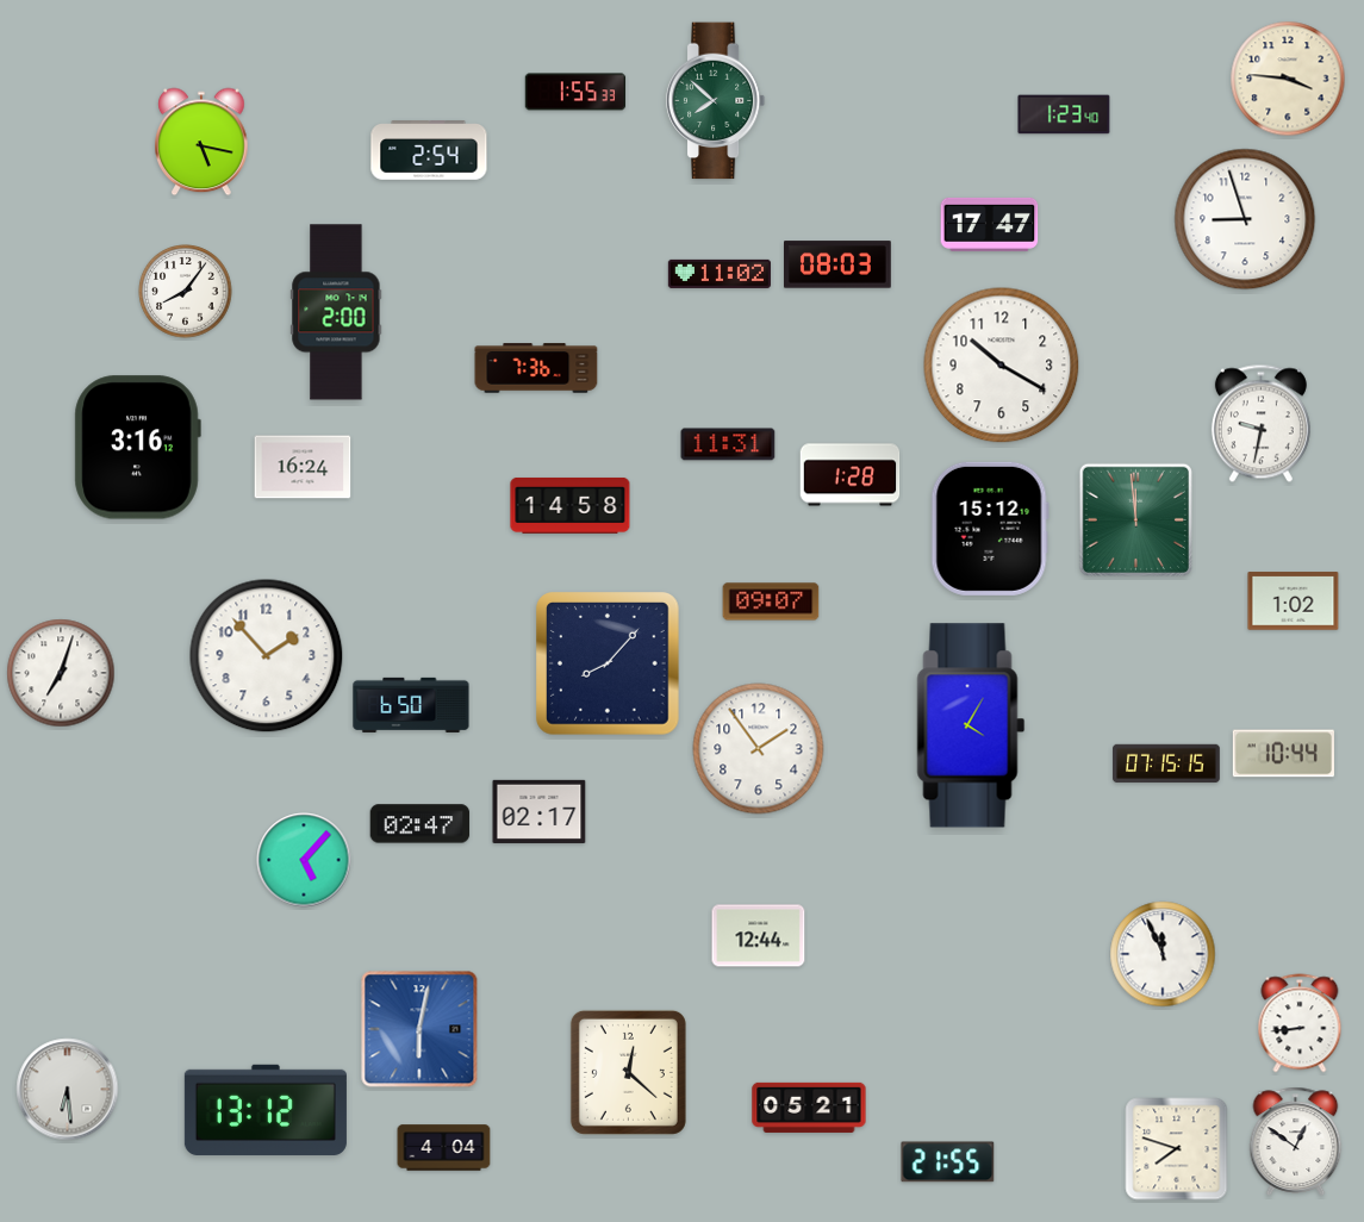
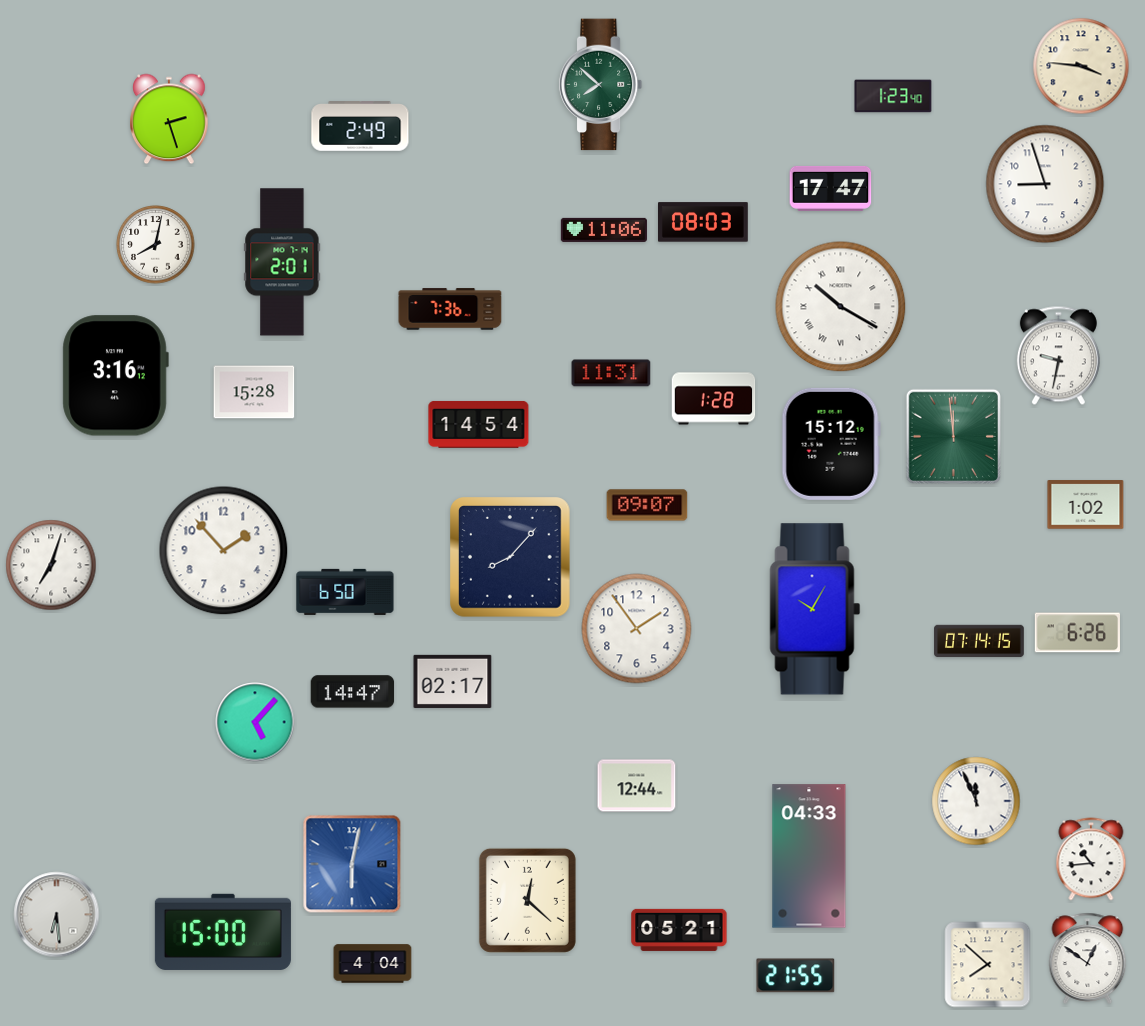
clock at (575, 92): 1:55 -> none
clock at (201, 142): 5:17 -> 2:27
clock at (429, 150): 2:54 -> 2:49
clock at (720, 274): 11:02 -> 11:06
clock at (186, 292): 8:06 -> 8:02
clock at (336, 312): 2:00 -> 2:01
clock at (1002, 366) numerals: Arabic -> Roman
clock at (303, 467): 16:24 -> 15:28
clock at (571, 505): 14:58 -> 14:54
clock at (971, 725): 4:05 -> 10:05
clock at (1283, 754): 10:44 -> 6:26
clock at (1166, 763): 07:15 -> 07:14
clock at (421, 824): 02:47 -> 14:47
clock at (809, 856): none -> 04:33
clock at (1300, 1023): 8:44 -> 10:44
clock at (266, 1110): 13:12 -> 15:00
clock at (1177, 1149): 7:48 -> 7:52
